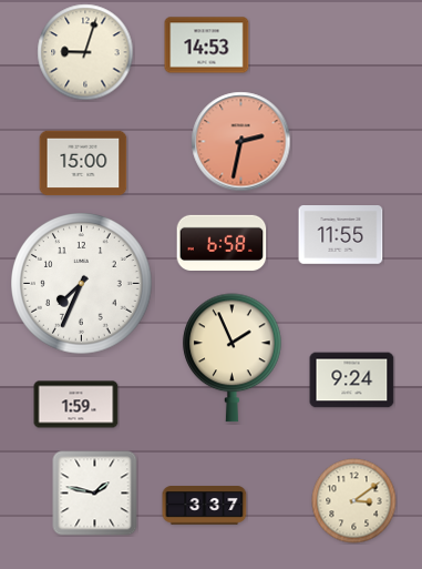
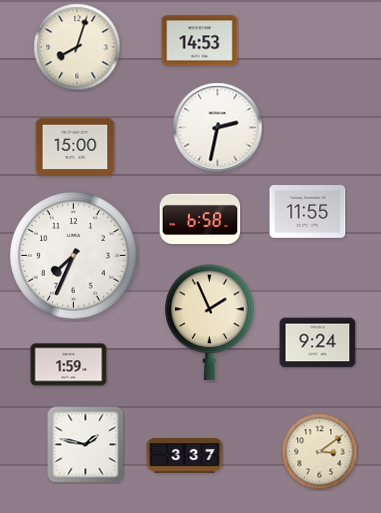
clock at (207, 45) position: (207, 45) -> (200, 41)
clock at (85, 52): 9:03 -> 8:03
clock at (241, 142) dial: salmon -> white
